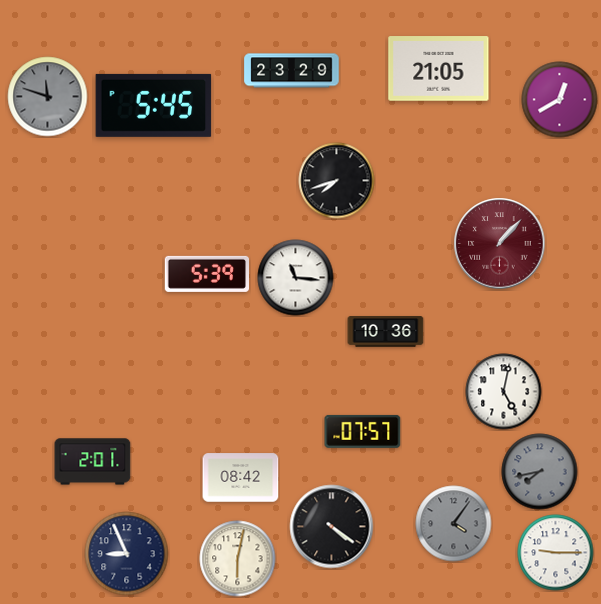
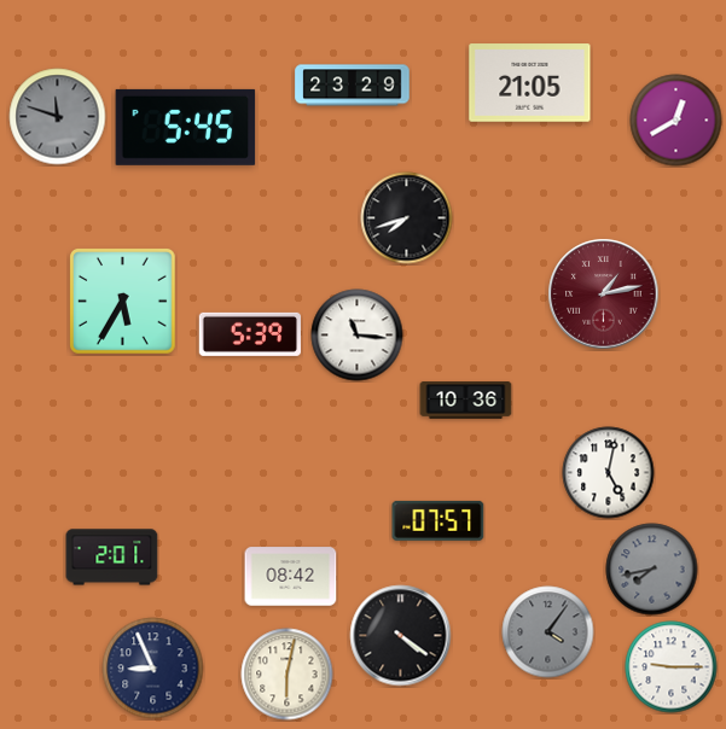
clock at (500, 244): 1:07 -> 1:13
clock at (123, 302): none -> 5:35
clock at (206, 274) position: (206, 274) -> (249, 334)
